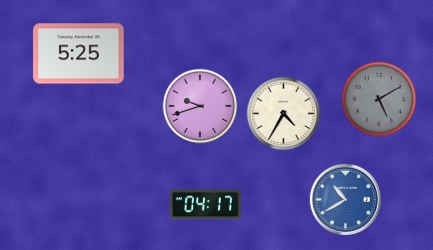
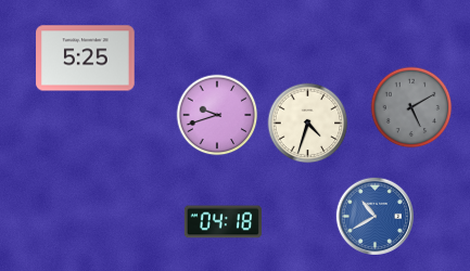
clock at (284, 114): 4:35 -> 4:33
clock at (205, 205): 04:17 -> 04:18
